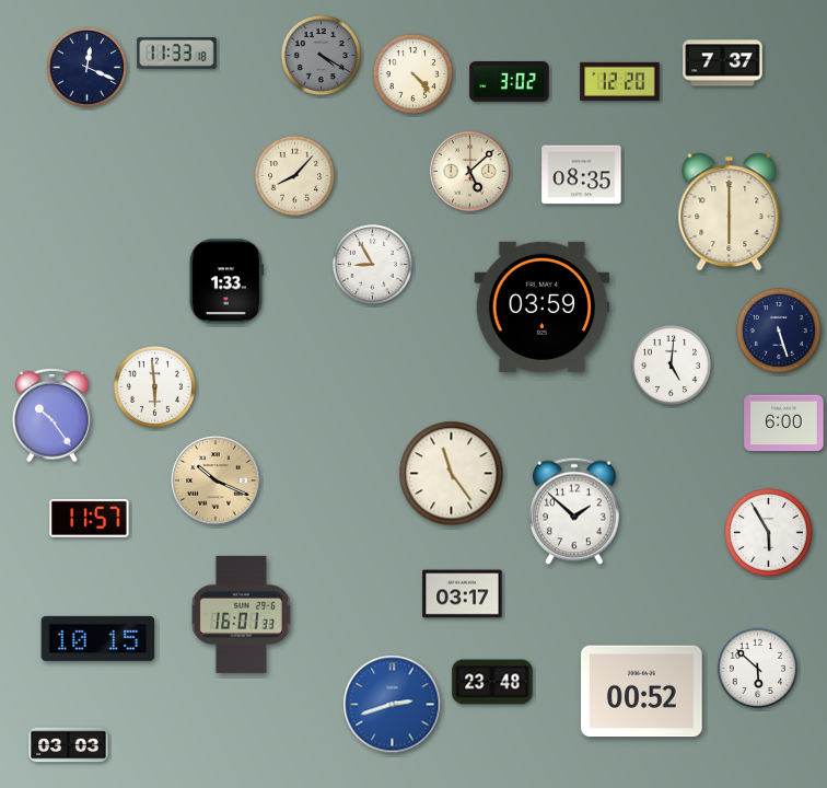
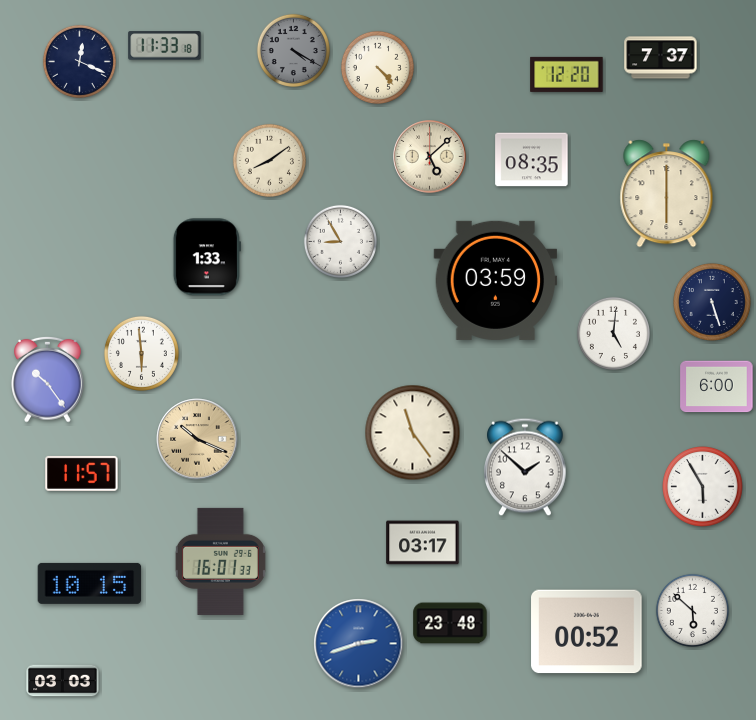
clock at (177, 54) position: (177, 54) -> (165, 46)
clock at (510, 82): 3:02 -> none
clock at (294, 175): 8:07 -> 8:09
